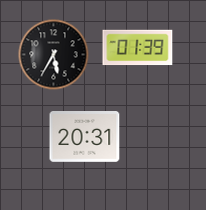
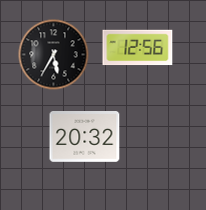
clock at (138, 48): 01:39 -> 12:56
clock at (85, 137): 20:31 -> 20:32
